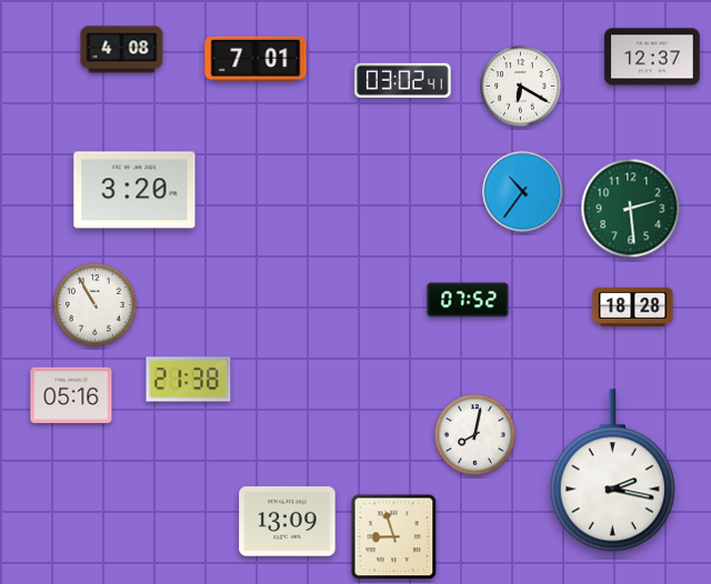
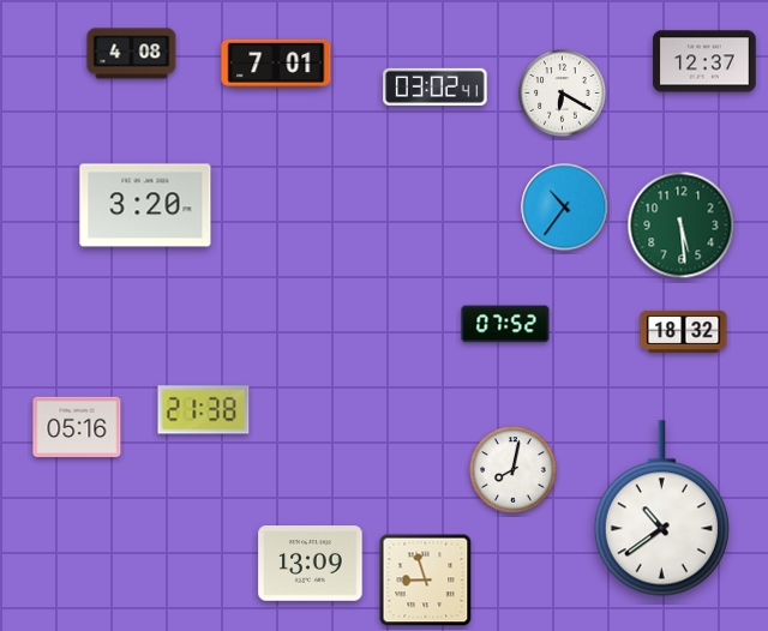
clock at (631, 209): 2:29 -> 5:29
clock at (96, 305): 10:55 -> none
clock at (633, 306): 18:28 -> 18:32
clock at (612, 471): 2:17 -> 10:39
